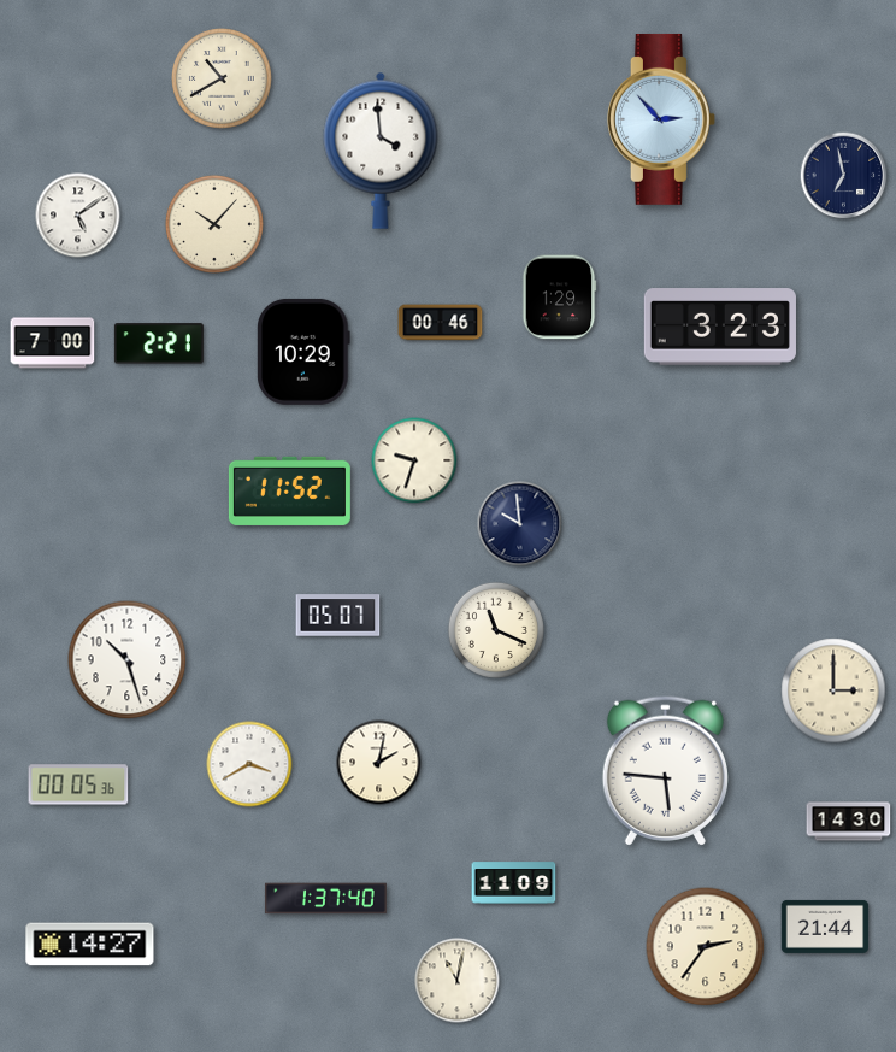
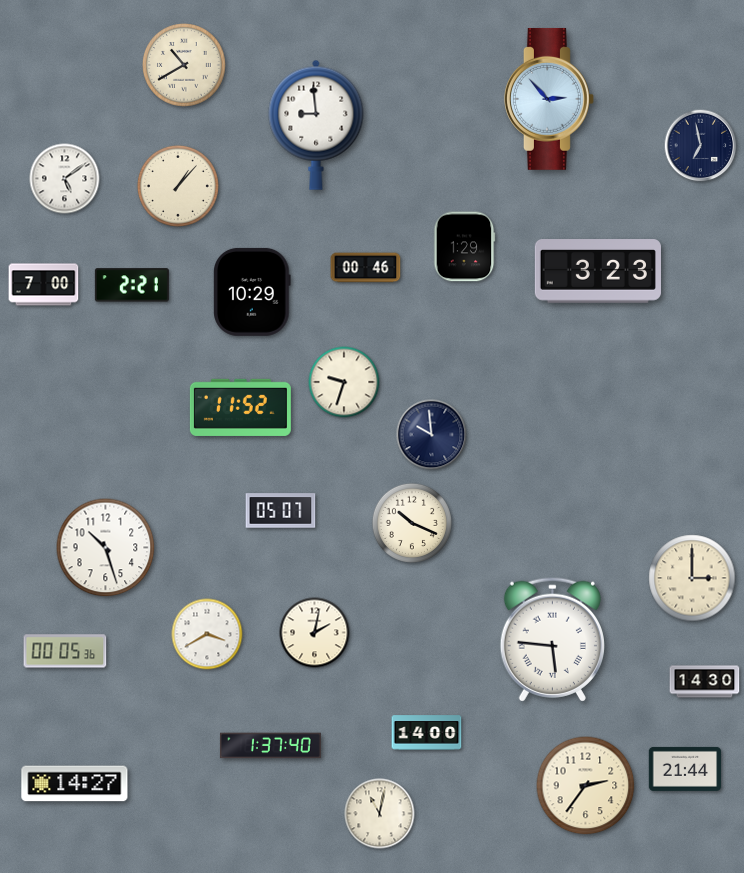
clock at (381, 151): 3:59 -> 8:59
clock at (214, 224): 10:07 -> 1:07
clock at (496, 630): 11:19 -> 10:19
clock at (833, 690) position: (833, 690) -> (692, 578)
clock at (514, 883): 11:09 -> 14:00
